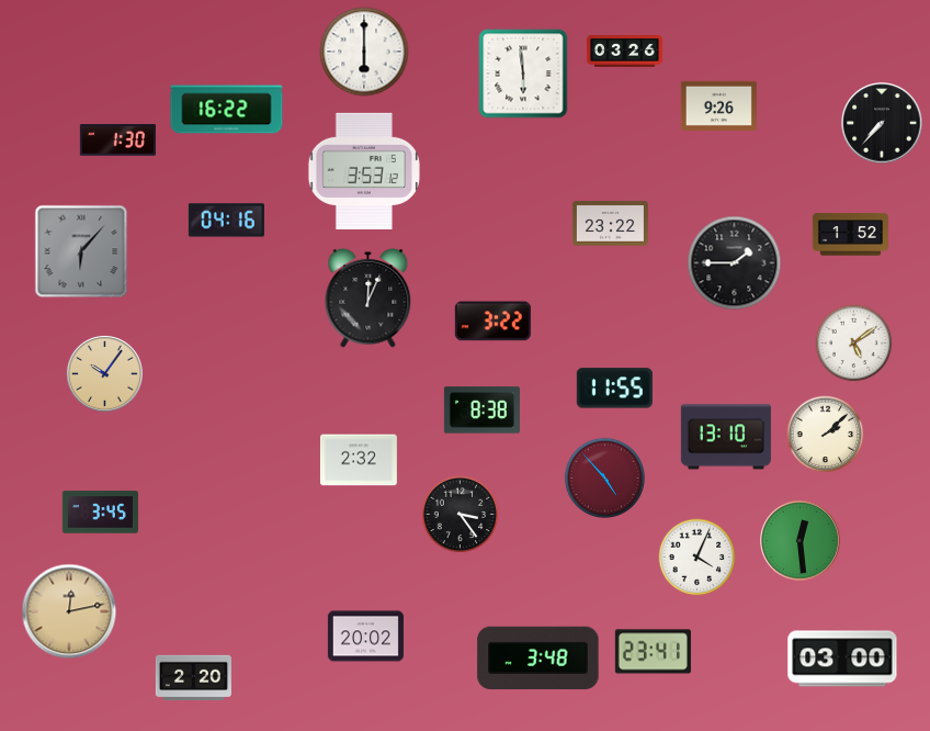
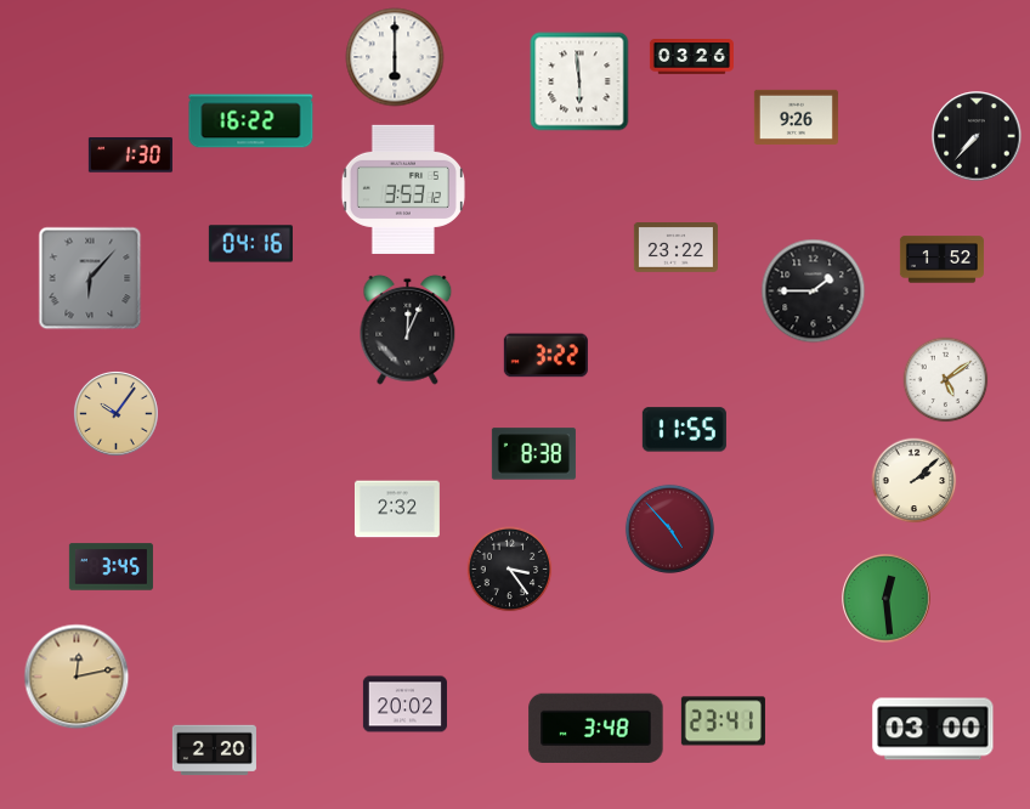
clock at (364, 52) position: (364, 52) -> (395, 57)
clock at (614, 389) position: (614, 389) -> (684, 430)
clock at (726, 437): 13:10 -> none
clock at (697, 558): 4:04 -> none
